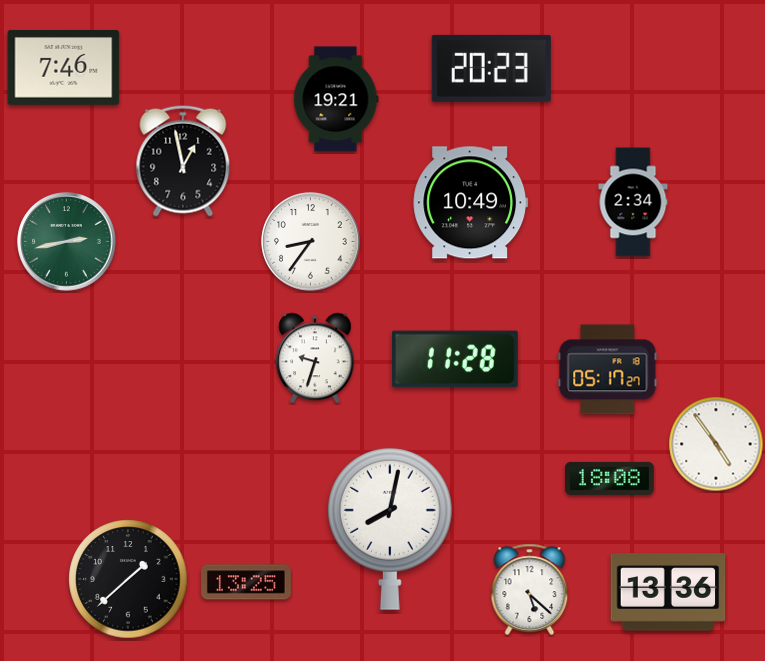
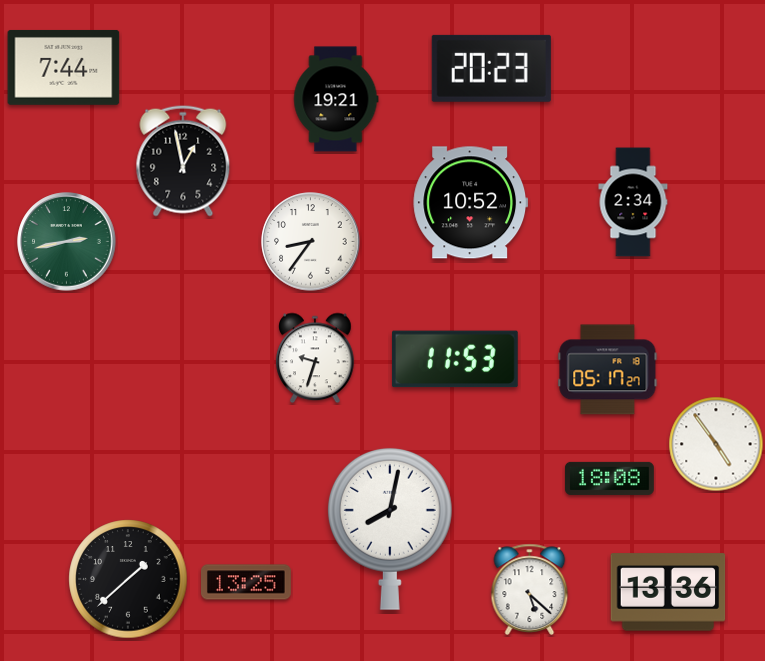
clock at (64, 68): 7:46 -> 7:44
clock at (470, 203): 10:49 -> 10:52
clock at (455, 359): 11:28 -> 11:53
